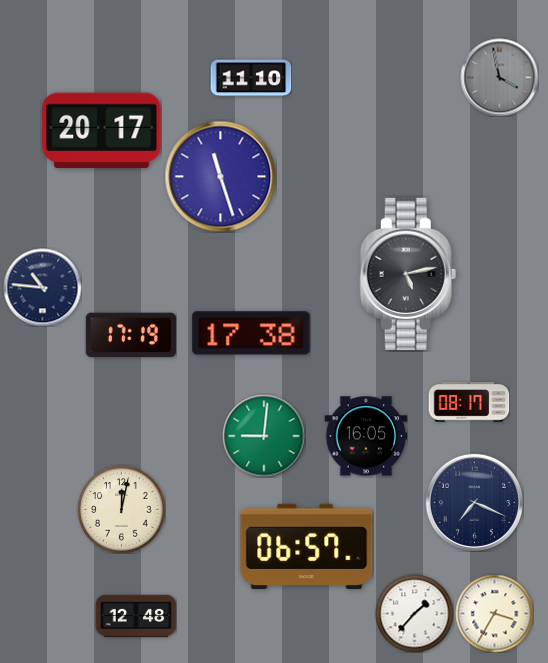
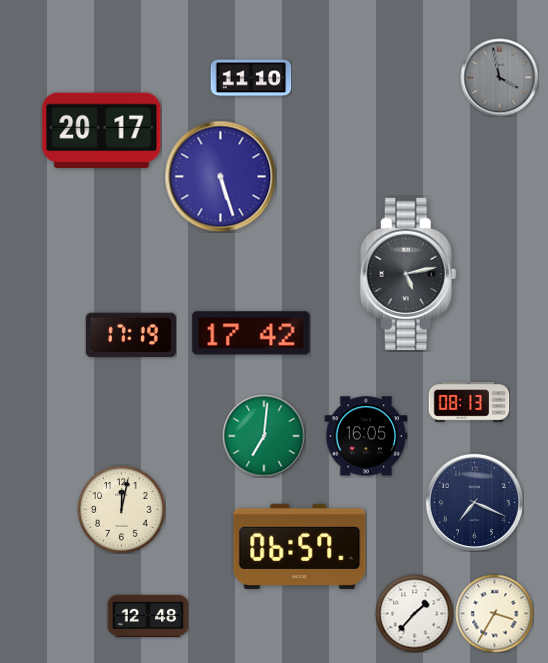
clock at (220, 176): 11:27 -> 5:27
clock at (42, 287): 10:46 -> none
clock at (251, 333): 17:38 -> 17:42
clock at (469, 402): 08:17 -> 08:13
clock at (264, 436): 9:01 -> 7:01
clock at (307, 546) position: (307, 546) -> (300, 546)
clock at (136, 616) position: (136, 616) -> (148, 616)
